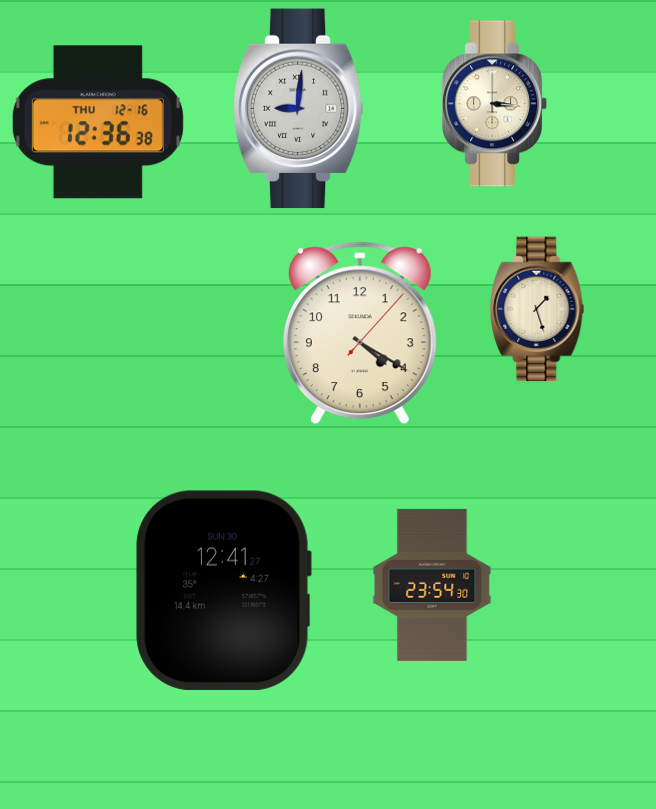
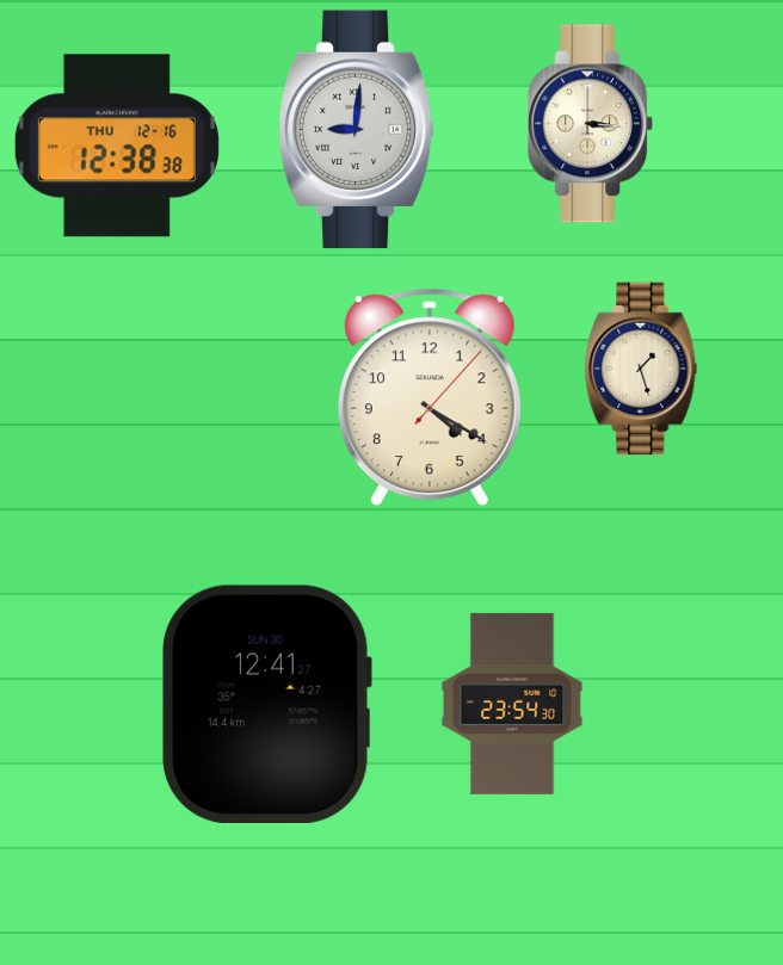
clock at (98, 122): 12:36 -> 12:38
clock at (432, 585) position: (432, 585) -> (512, 704)
